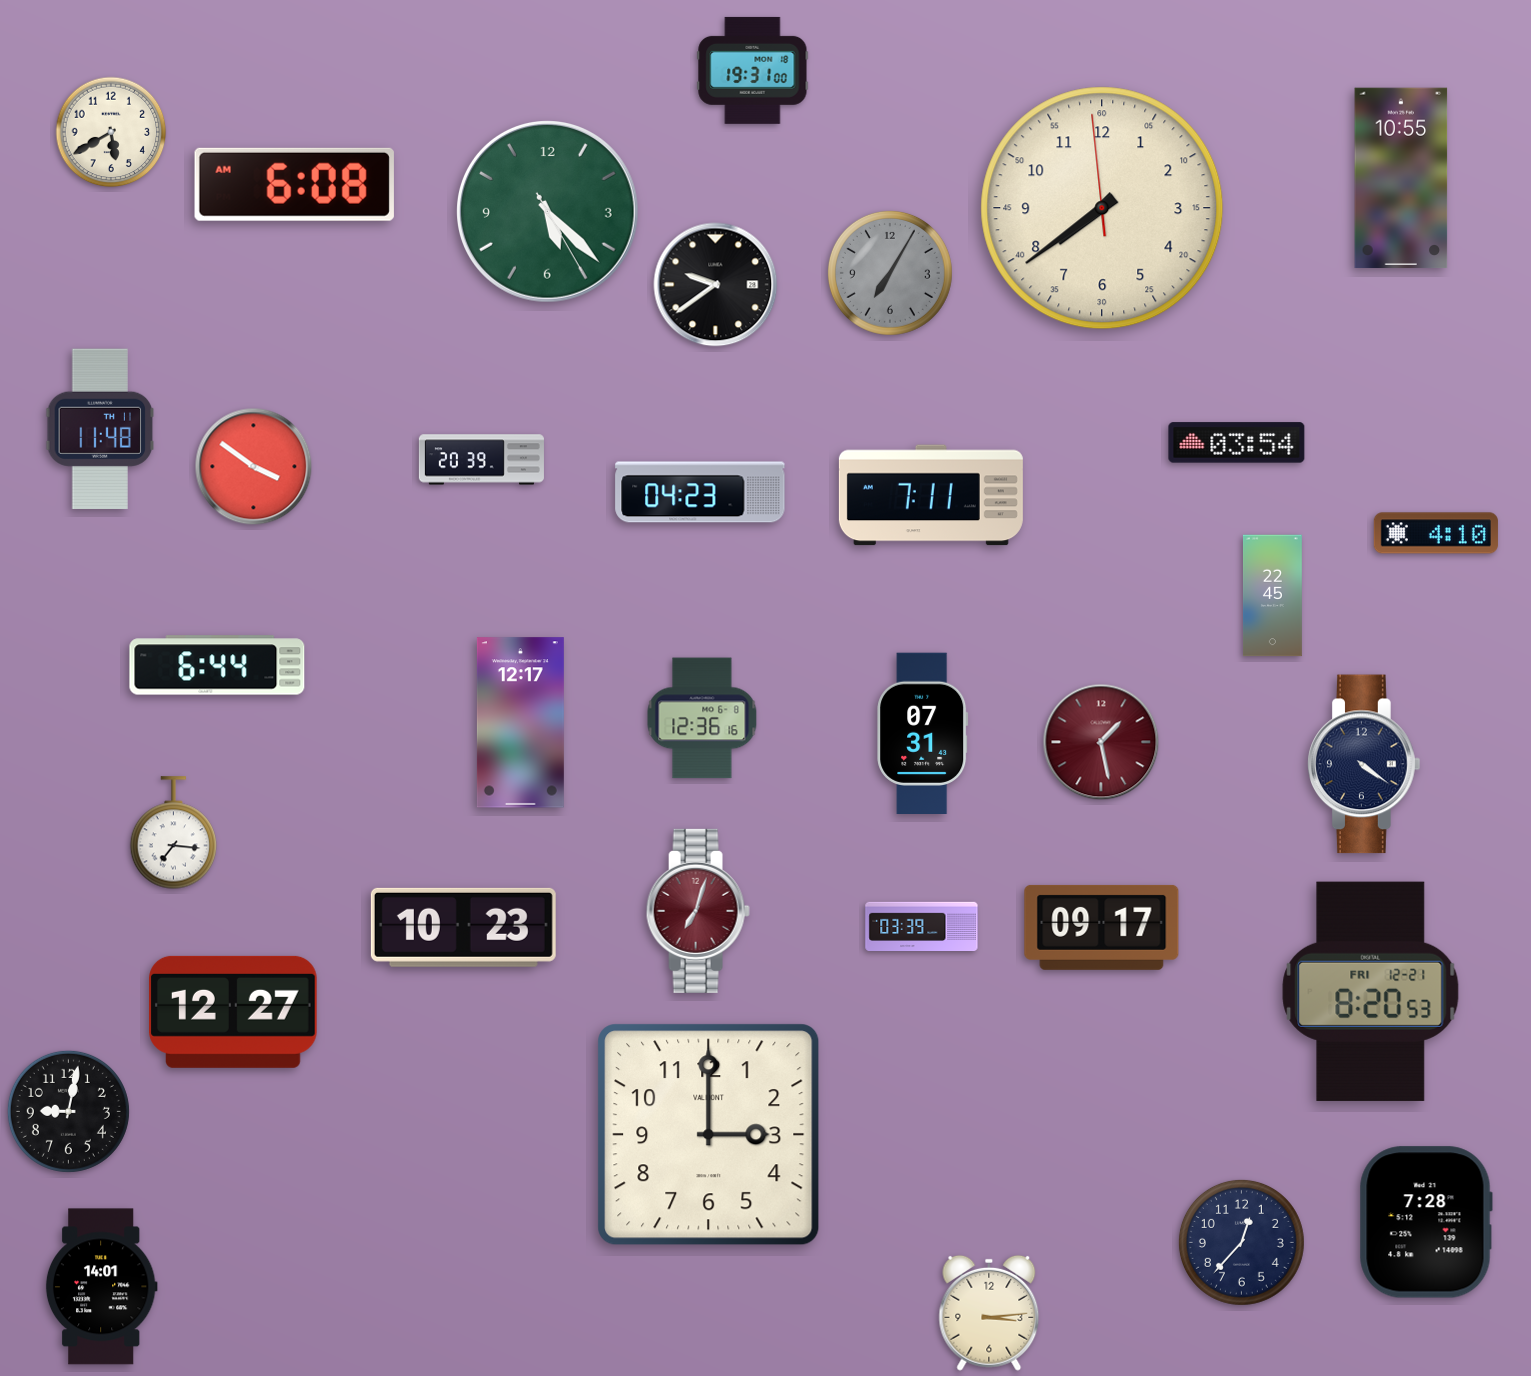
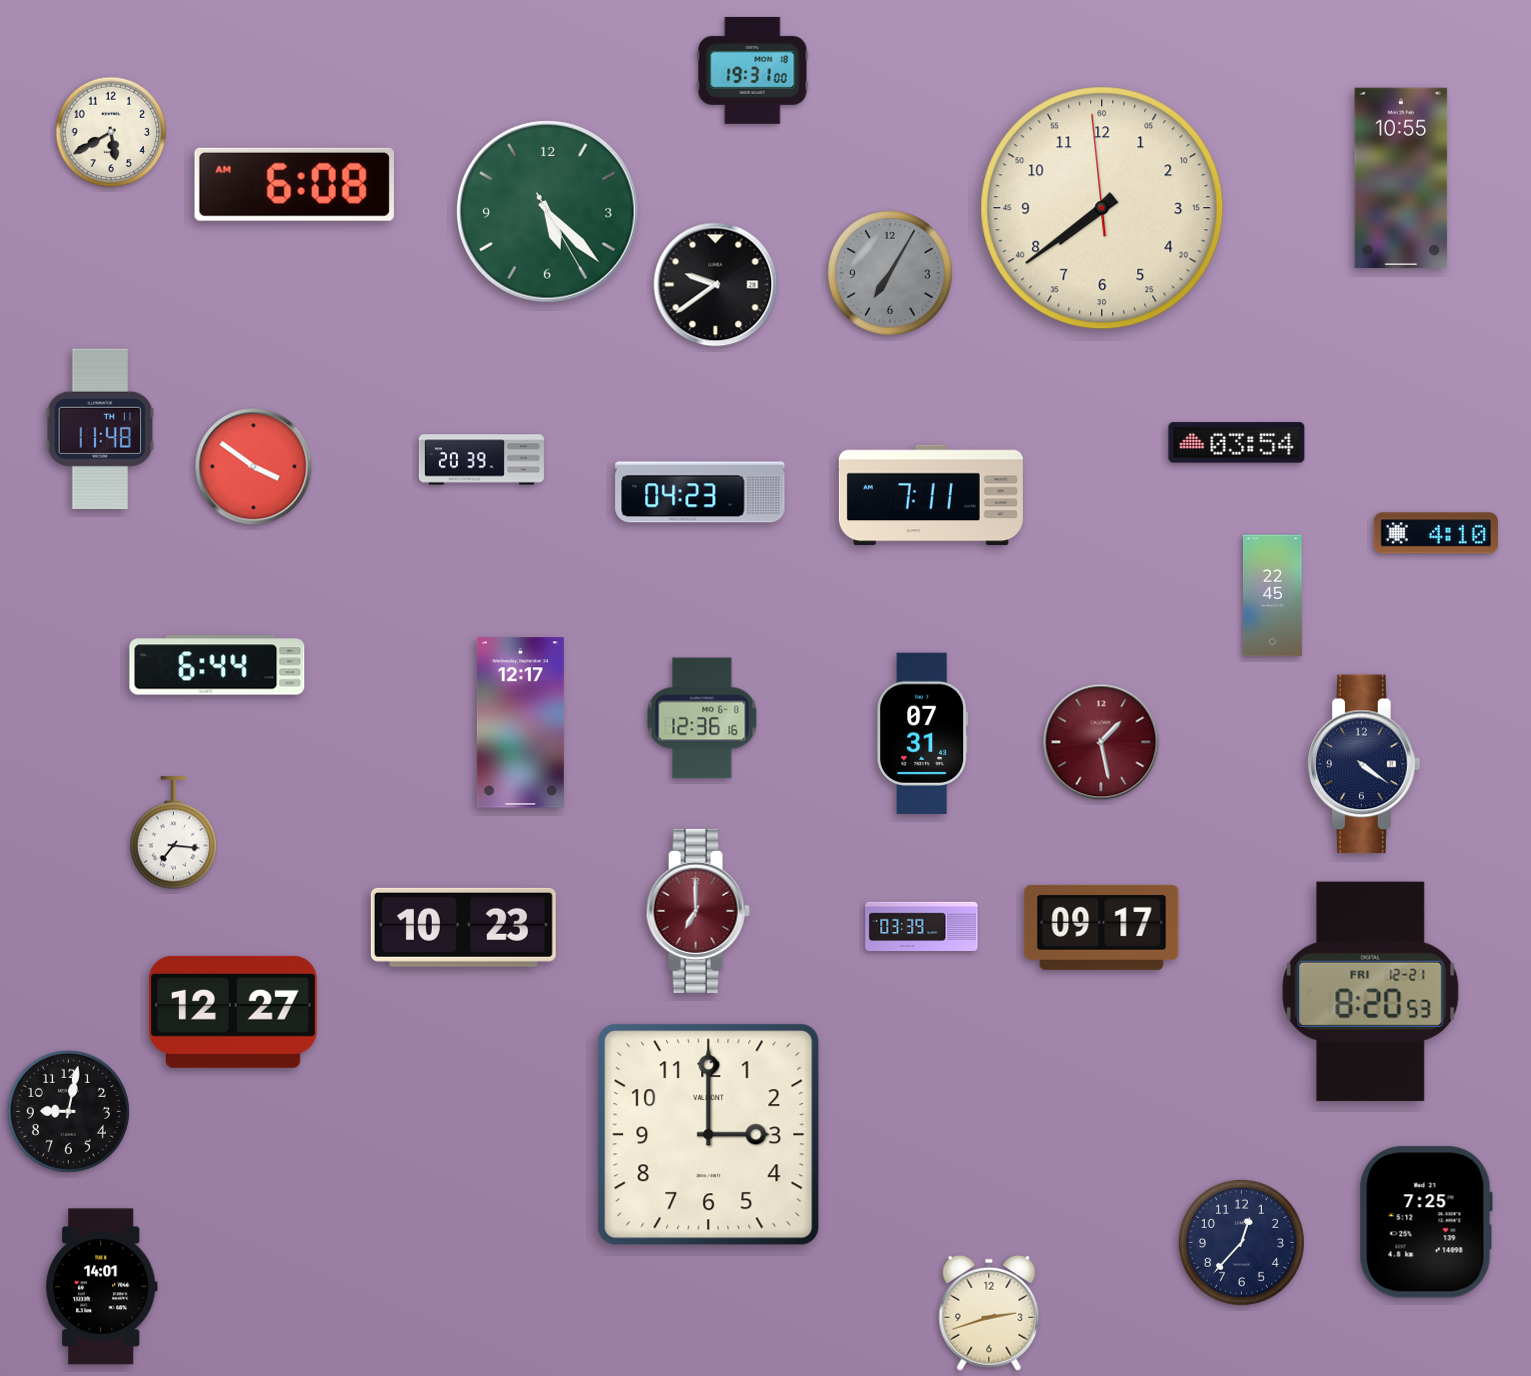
clock at (698, 911): 7:03 -> 7:00
clock at (1426, 1222): 7:28 -> 7:25
clock at (989, 1313): 3:14 -> 2:42
